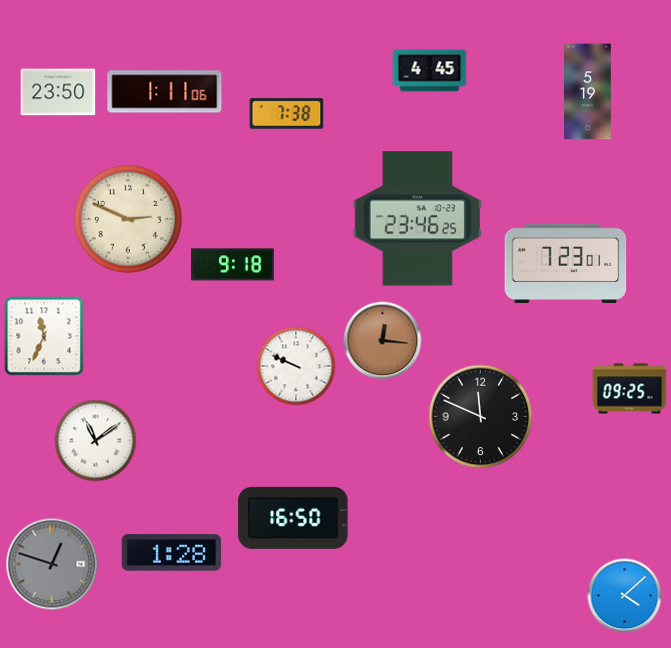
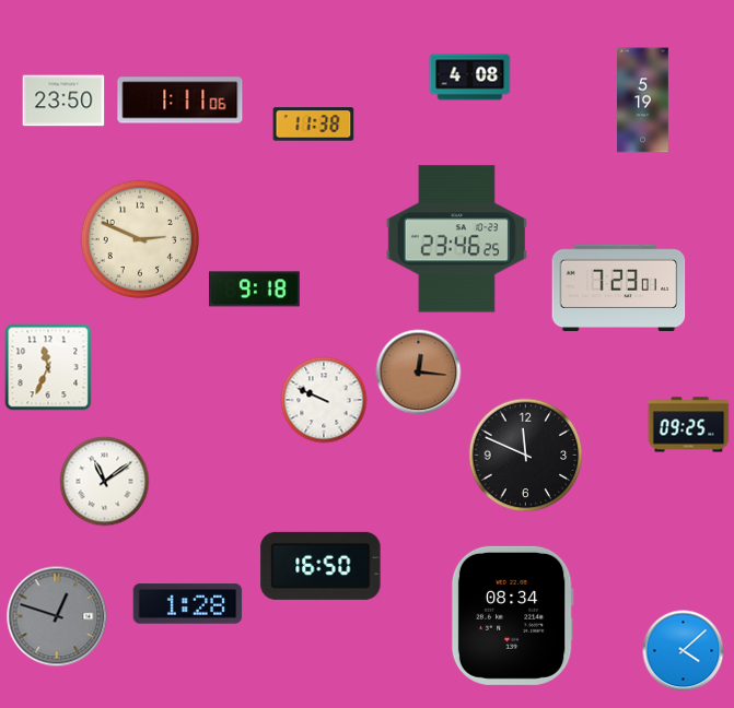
clock at (430, 71): 4:45 -> 4:08
clock at (287, 114): 7:38 -> 11:38
clock at (512, 615): none -> 08:34
